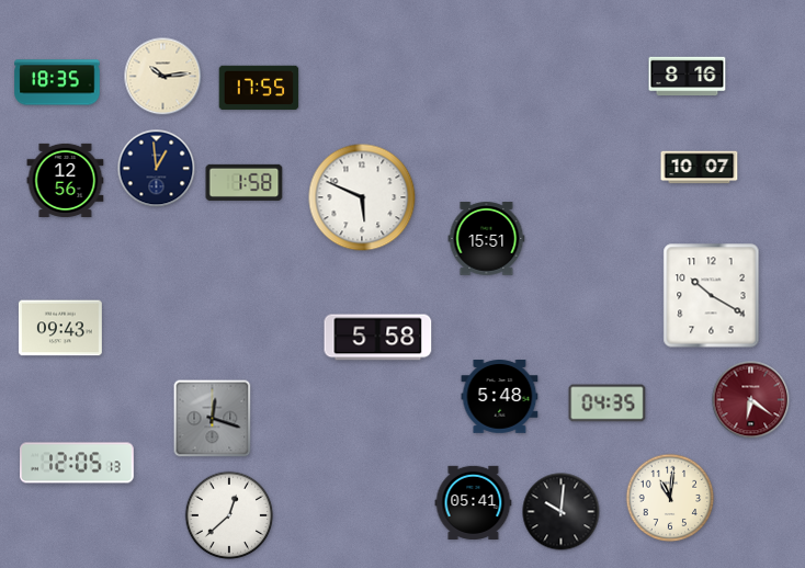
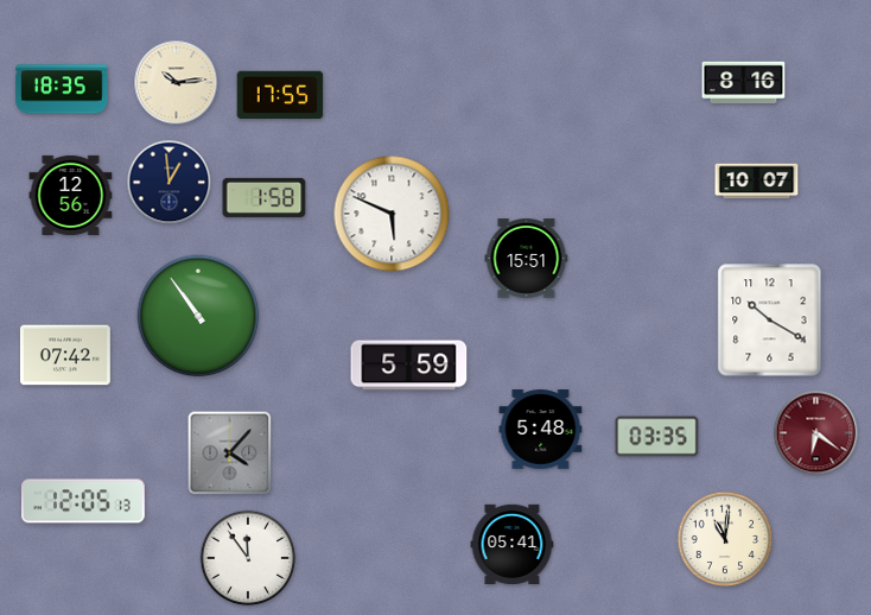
clock at (198, 316): none -> 10:54
clock at (60, 328): 09:43 -> 07:42
clock at (378, 338): 5:58 -> 5:59
clock at (751, 400) position: (751, 400) -> (816, 433)
clock at (608, 404): 04:35 -> 03:35
clock at (213, 419): 12:18 -> 4:07
clock at (562, 512): 10:01 -> none
clock at (229, 515): 12:38 -> 11:54
